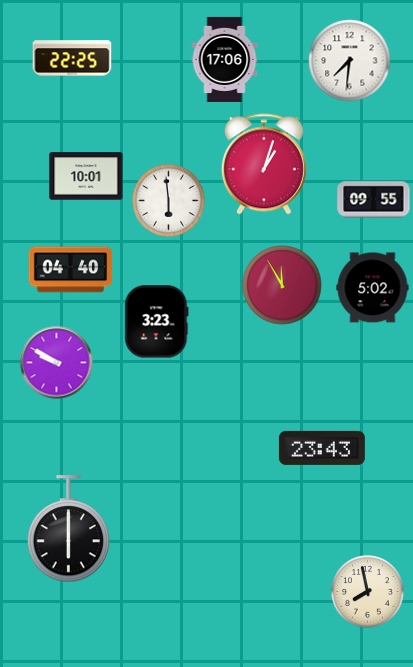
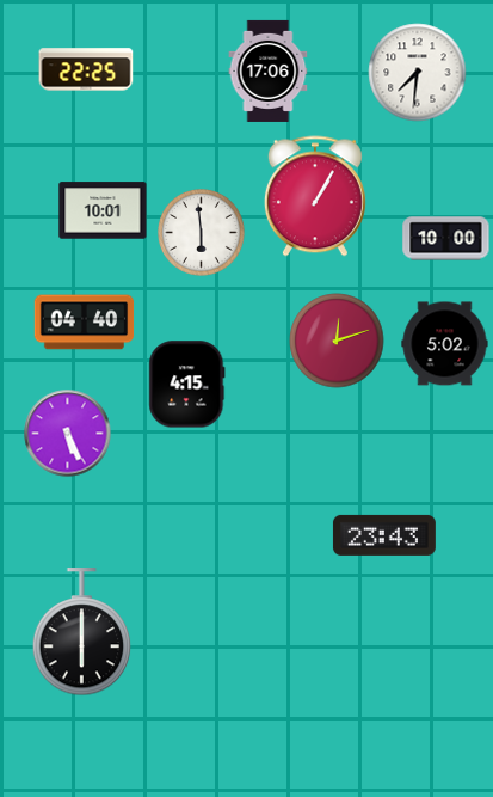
clock at (264, 164): 1:03 -> 1:05
clock at (374, 200): 09:55 -> 10:00
clock at (169, 201) position: (169, 201) -> (202, 233)
clock at (282, 285): 11:55 -> 12:12
clock at (157, 322): 3:23 -> 4:15
clock at (57, 363): 9:50 -> 5:26
clock at (368, 592): 7:58 -> none
